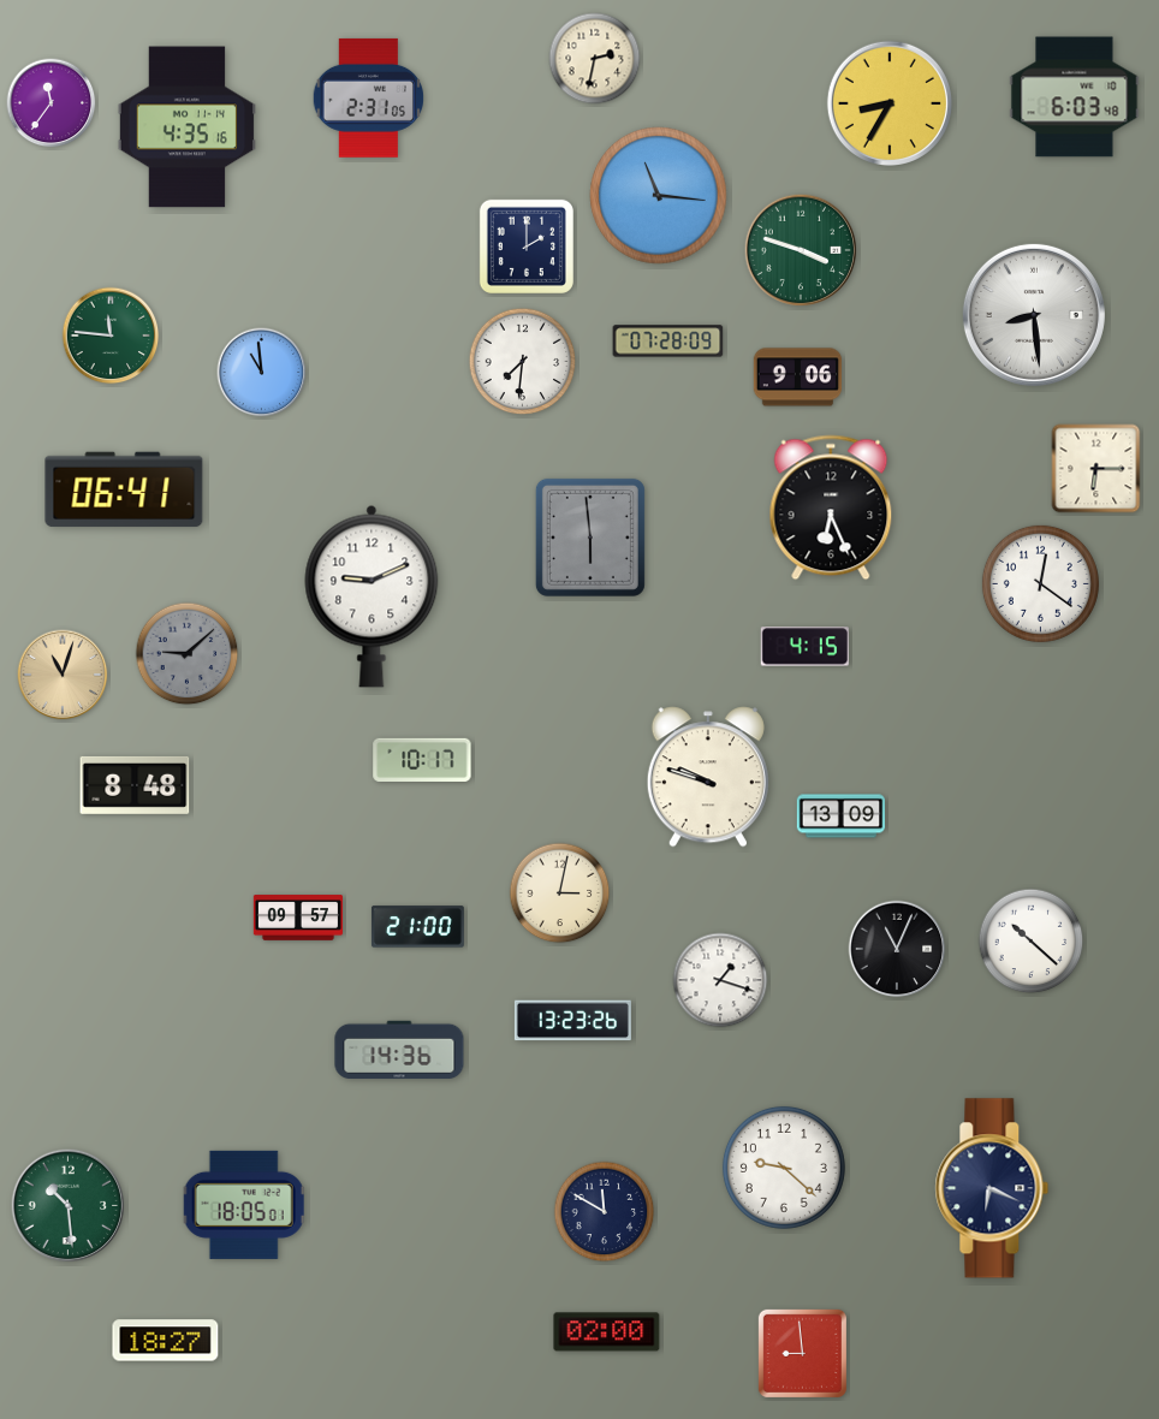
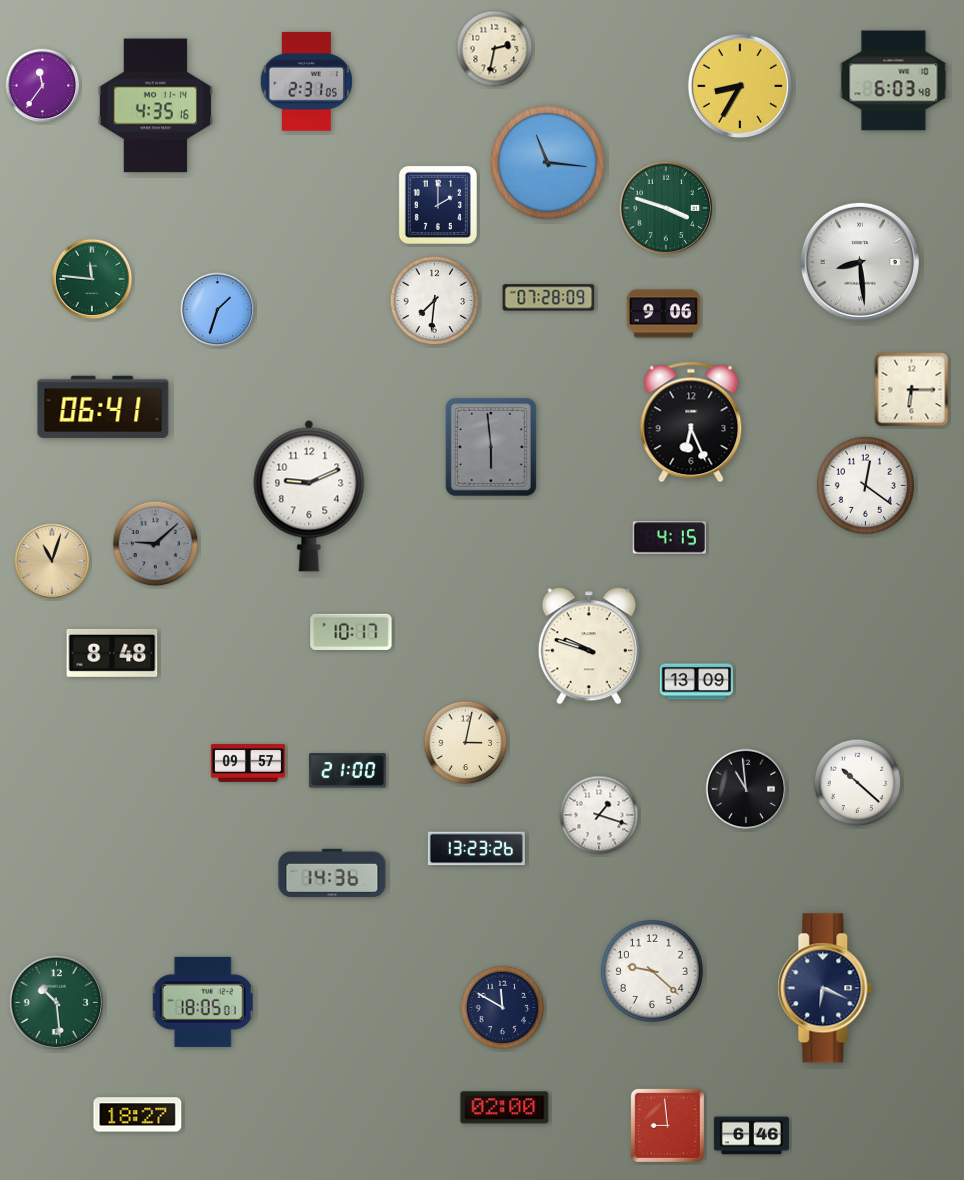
clock at (668, 342) position: (668, 342) -> (549, 298)
clock at (262, 373): 10:59 -> 1:33
clock at (842, 817) position: (842, 817) -> (697, 682)
clock at (897, 949): 11:04 -> 10:59
clock at (751, 1136): none -> 6:46
